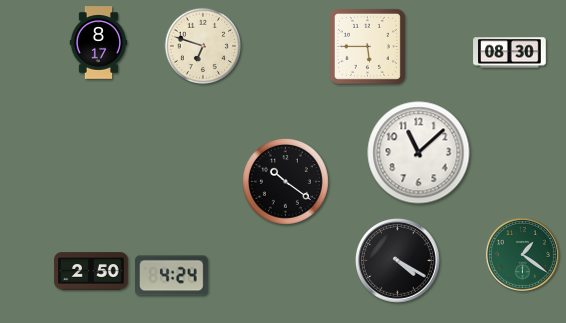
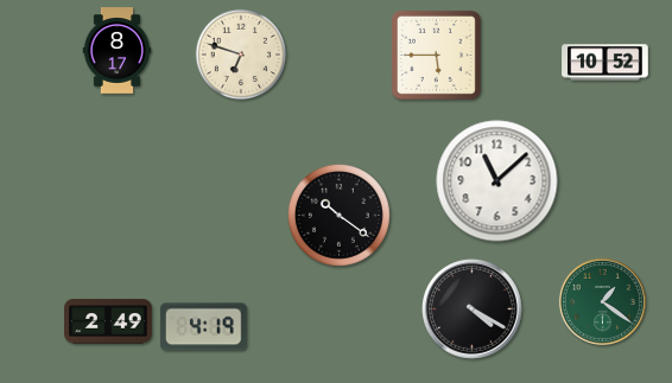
clock at (510, 53): 08:30 -> 10:52
clock at (522, 254) position: (522, 254) -> (602, 301)
clock at (91, 271): 2:50 -> 2:49
clock at (171, 276): 4:24 -> 4:19
